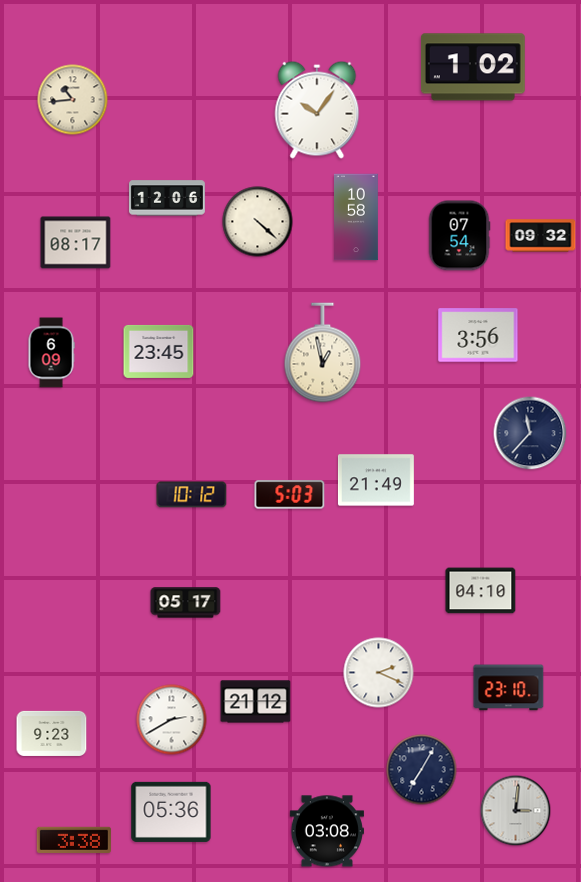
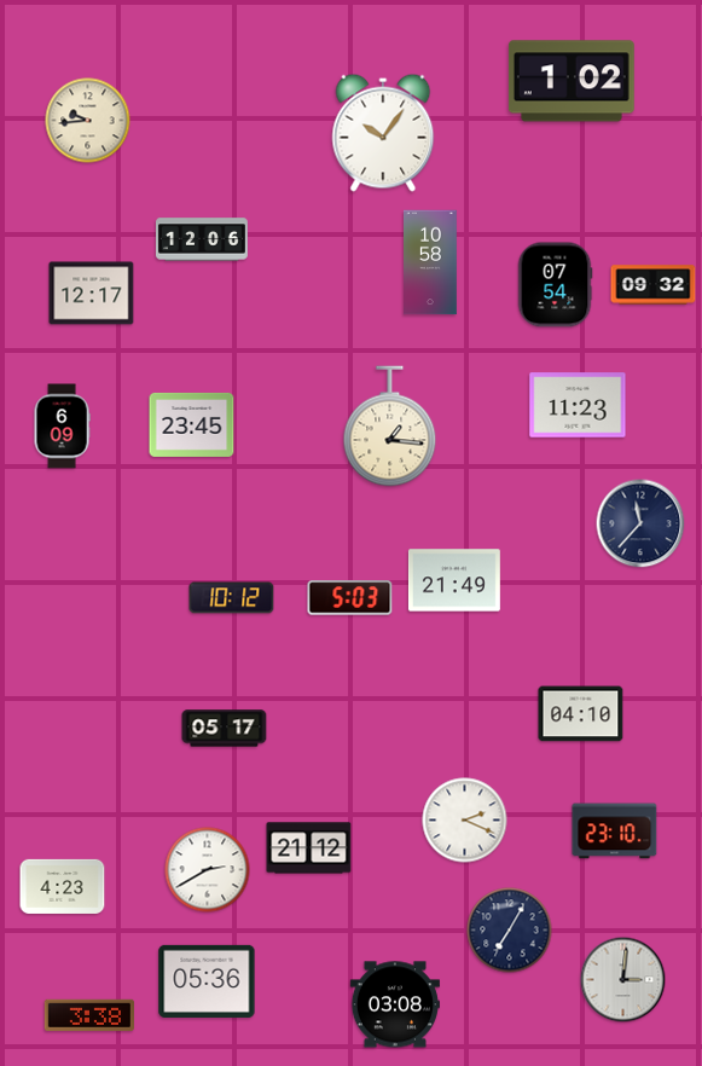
clock at (73, 100): 10:44 -> 9:44
clock at (258, 222): 4:22 -> none
clock at (76, 243): 08:17 -> 12:17
clock at (478, 335): 3:56 -> 11:23
clock at (323, 353): 12:58 -> 1:16
clock at (379, 673) position: (379, 673) -> (465, 821)
clock at (52, 733): 9:23 -> 4:23
